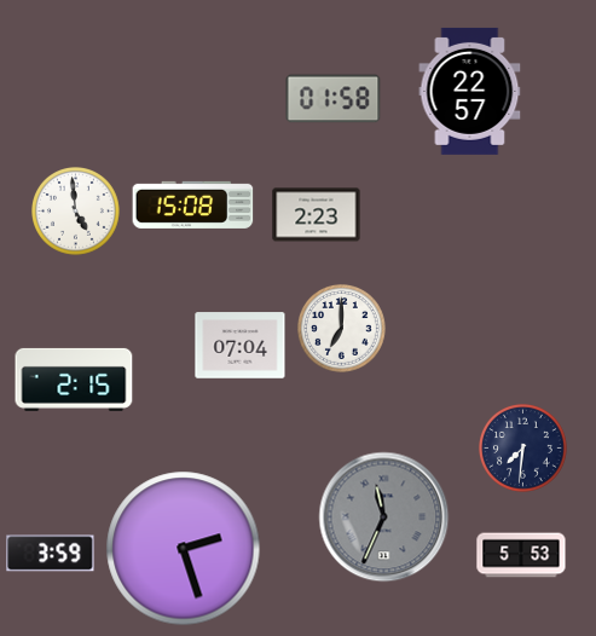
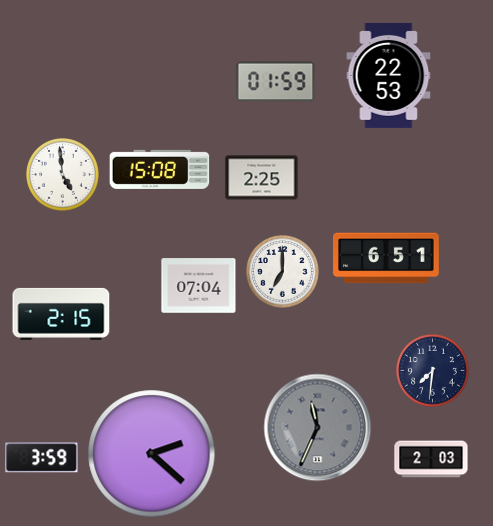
clock at (470, 91): 22:57 -> 22:53
clock at (334, 99): 01:58 -> 01:59
clock at (317, 215): 2:23 -> 2:25
clock at (387, 258): none -> 6:51
clock at (184, 549): 2:27 -> 2:22
clock at (521, 555): 5:53 -> 2:03
